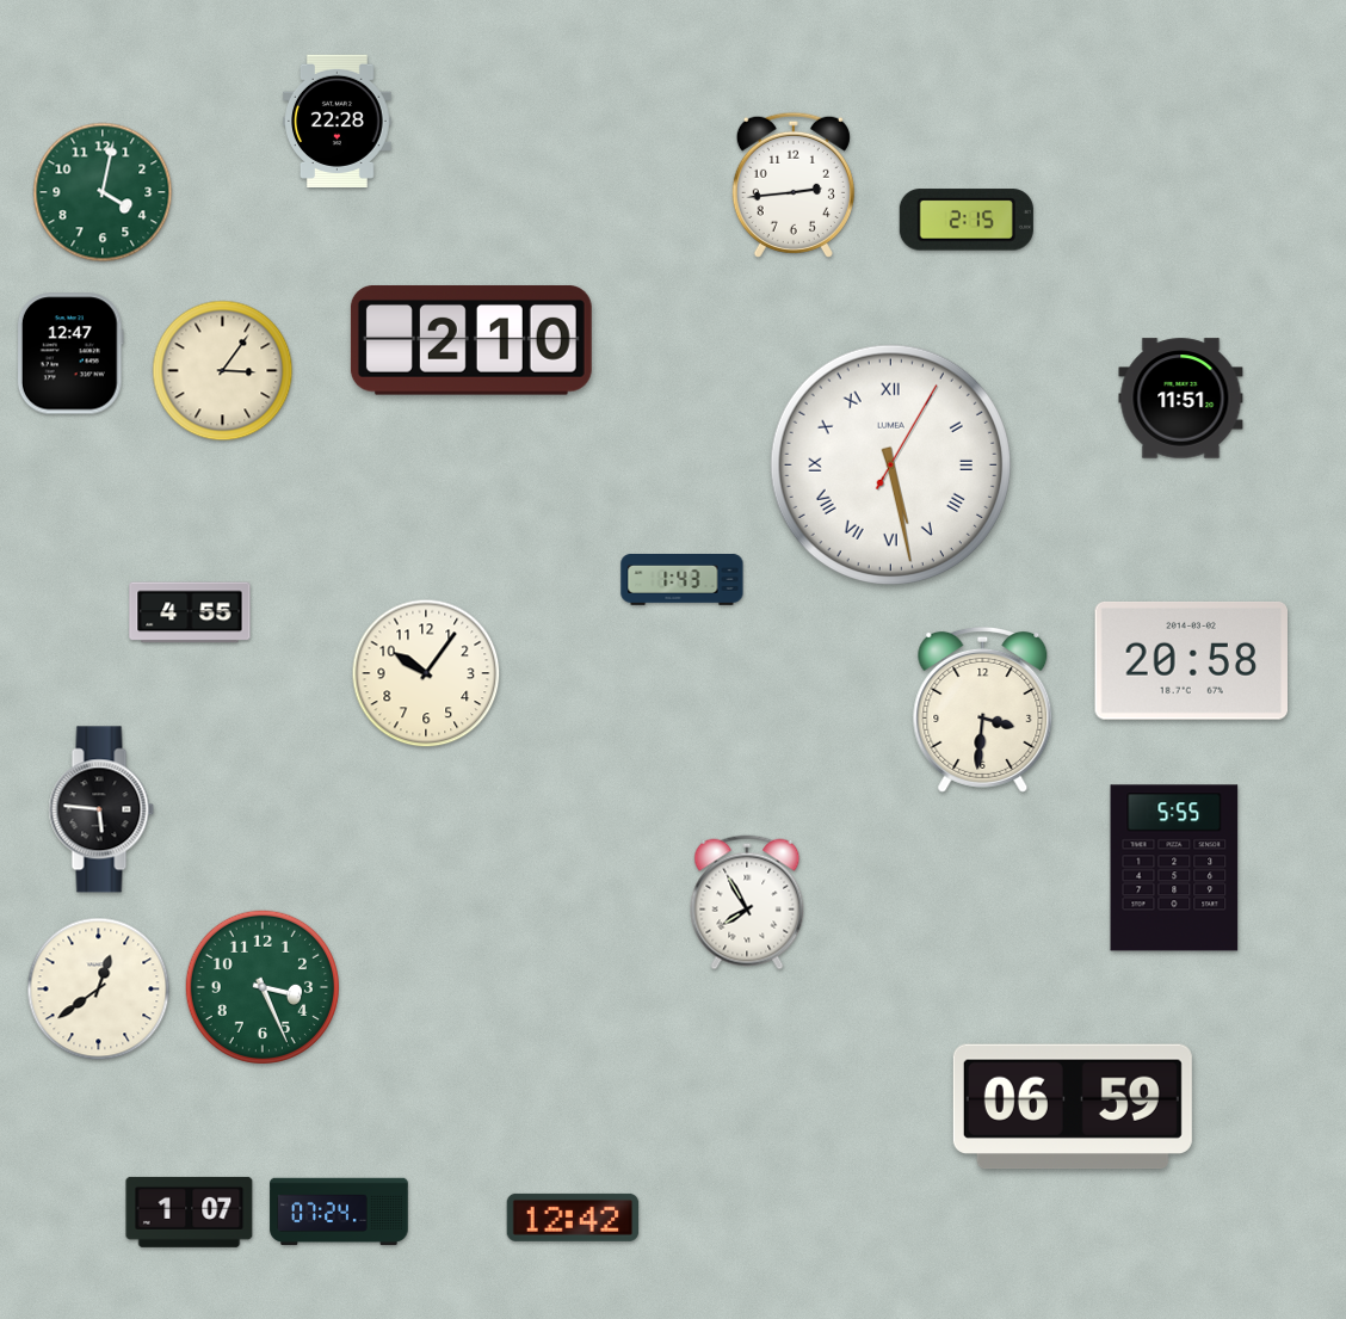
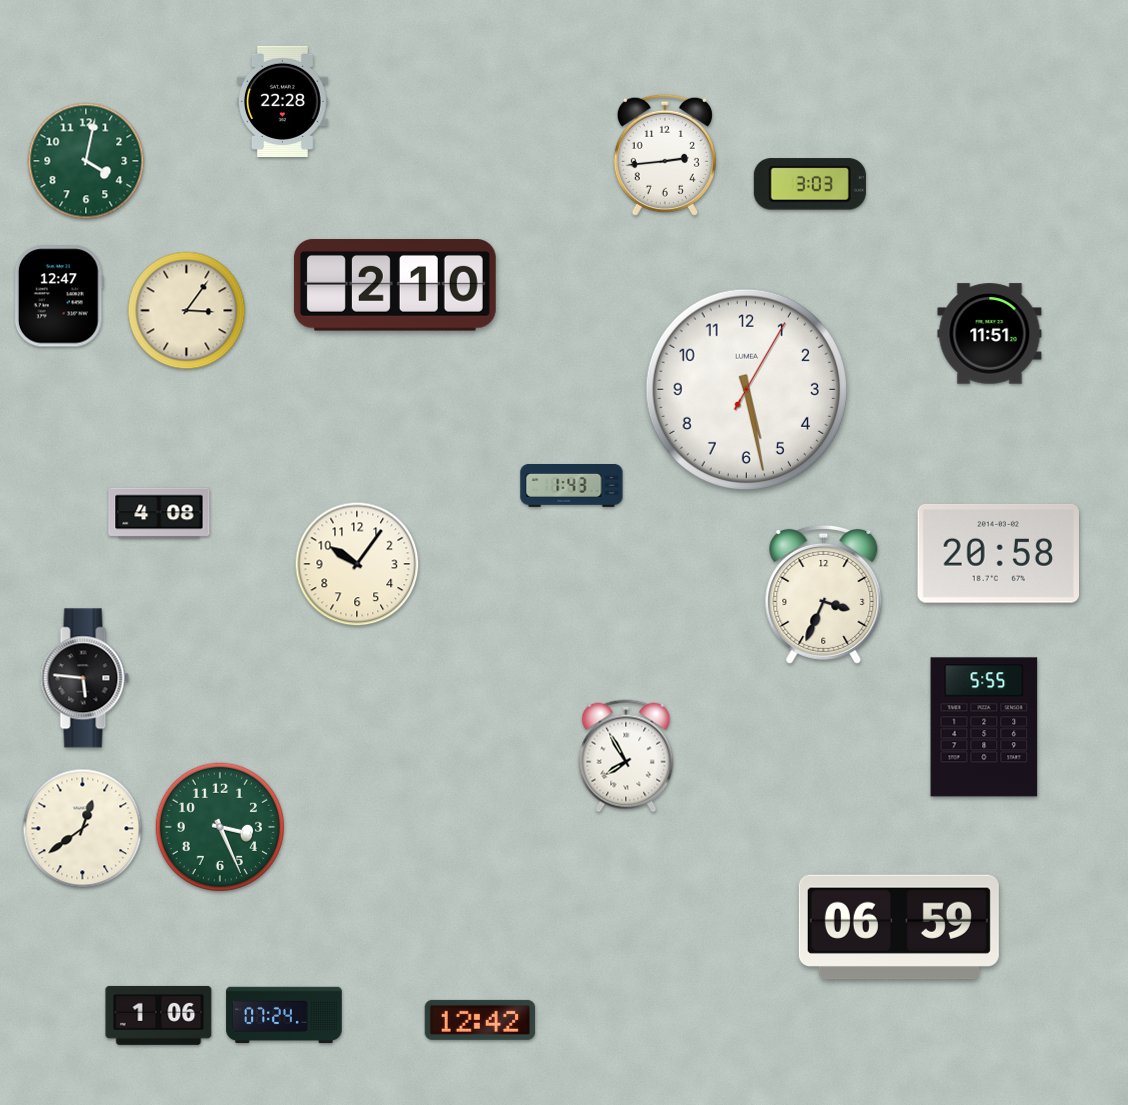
clock at (967, 220): 2:15 -> 3:03
clock at (890, 464) numerals: Roman -> Arabic
clock at (190, 612): 4:55 -> 4:08
clock at (983, 709): 3:31 -> 3:34
clock at (190, 1212): 1:07 -> 1:06
